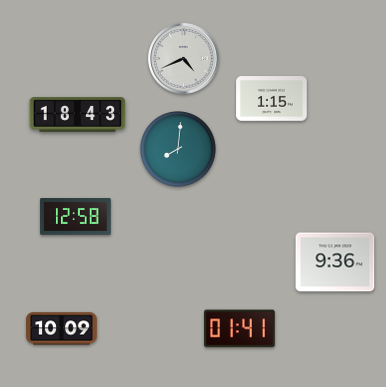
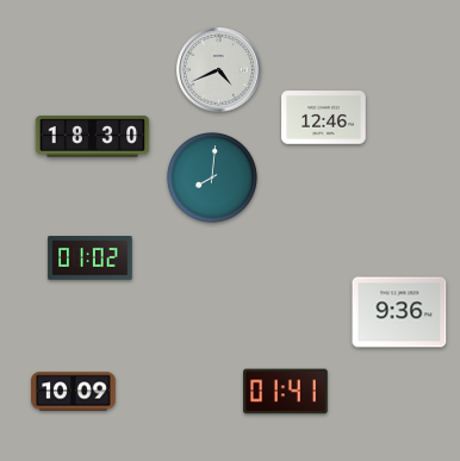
clock at (272, 99): 1:15 -> 12:46
clock at (78, 115): 18:43 -> 18:30
clock at (76, 217): 12:58 -> 01:02
